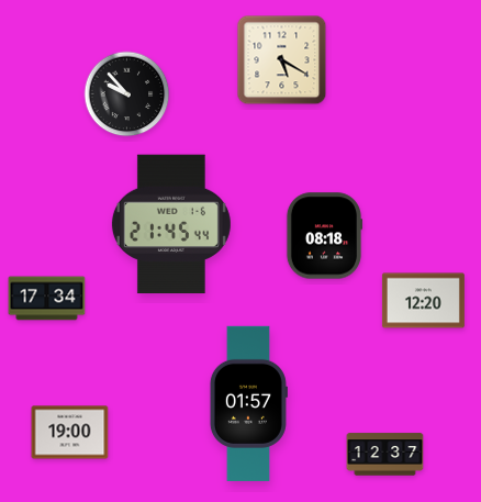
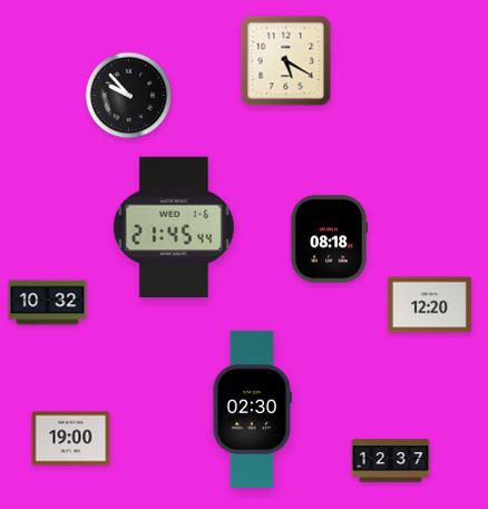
clock at (47, 299): 17:34 -> 10:32
clock at (248, 403): 01:57 -> 02:30
